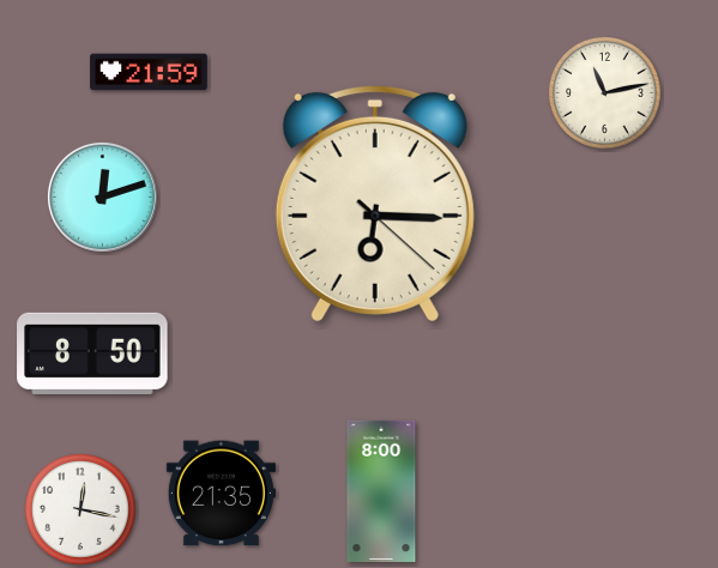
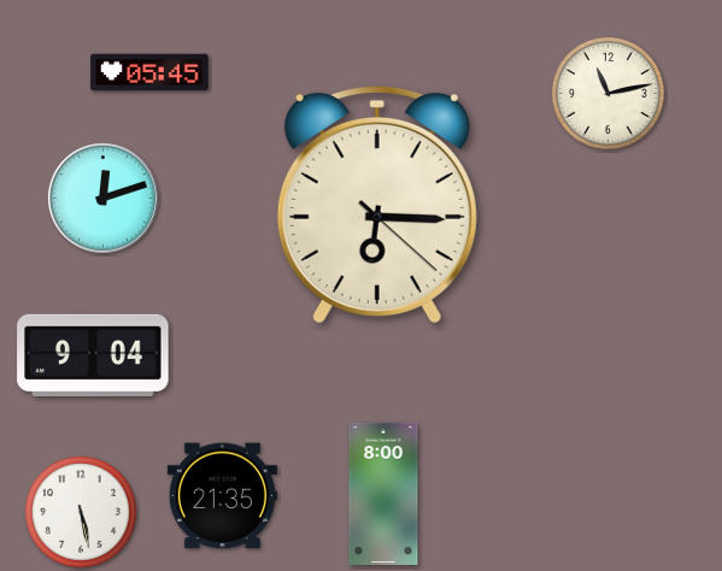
clock at (149, 72): 21:59 -> 05:45
clock at (92, 354): 8:50 -> 9:04
clock at (82, 510): 12:17 -> 5:28
